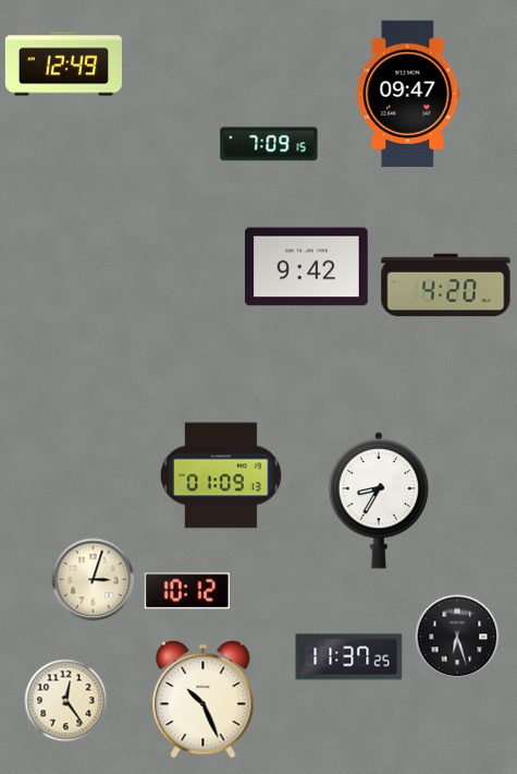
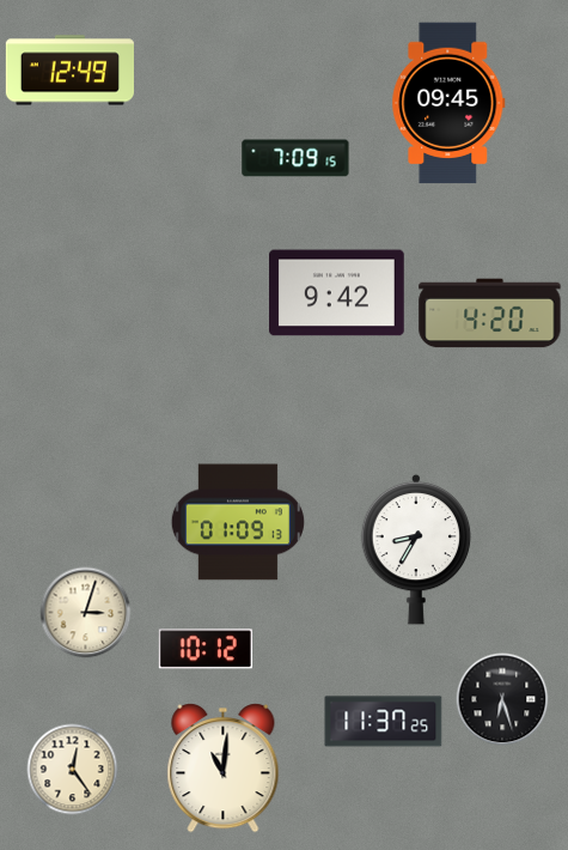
clock at (408, 94): 09:47 -> 09:45
clock at (221, 475) position: (221, 475) -> (238, 522)
clock at (94, 580) position: (94, 580) -> (86, 613)
clock at (204, 700): 10:26 -> 11:01
